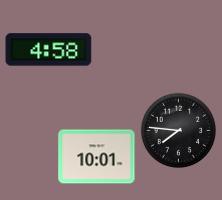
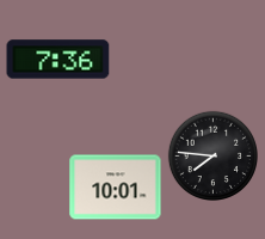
clock at (49, 50): 4:58 -> 7:36
